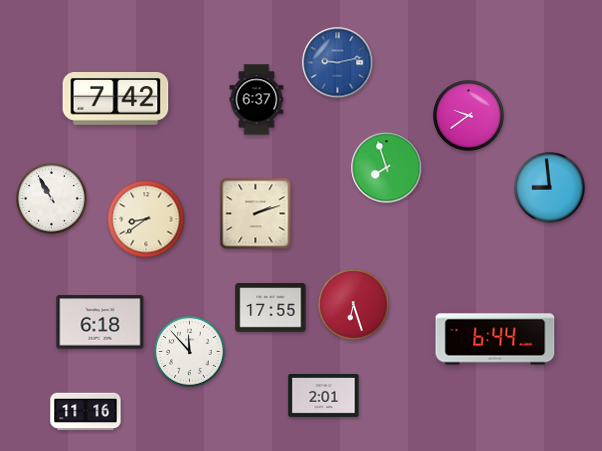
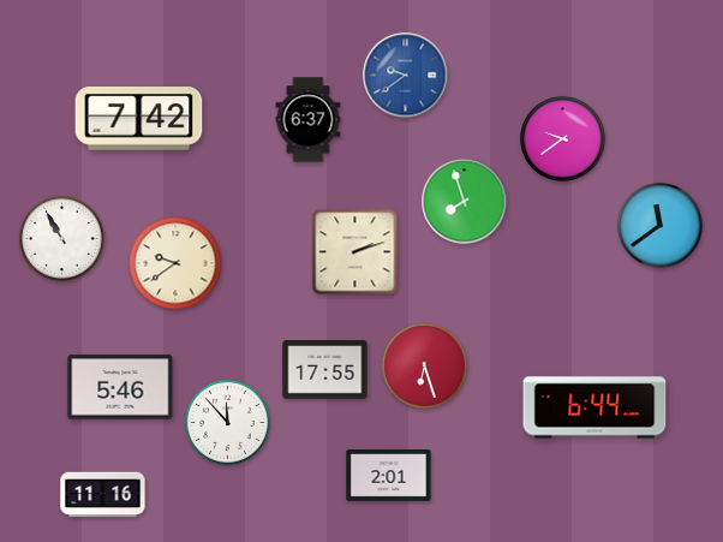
clock at (338, 63): 9:13 -> 9:39
clock at (550, 188): 8:59 -> 11:39
clock at (256, 214) position: (256, 214) -> (355, 252)
clock at (146, 219): 8:39 -> 9:39
clock at (100, 322): 6:18 -> 5:46
